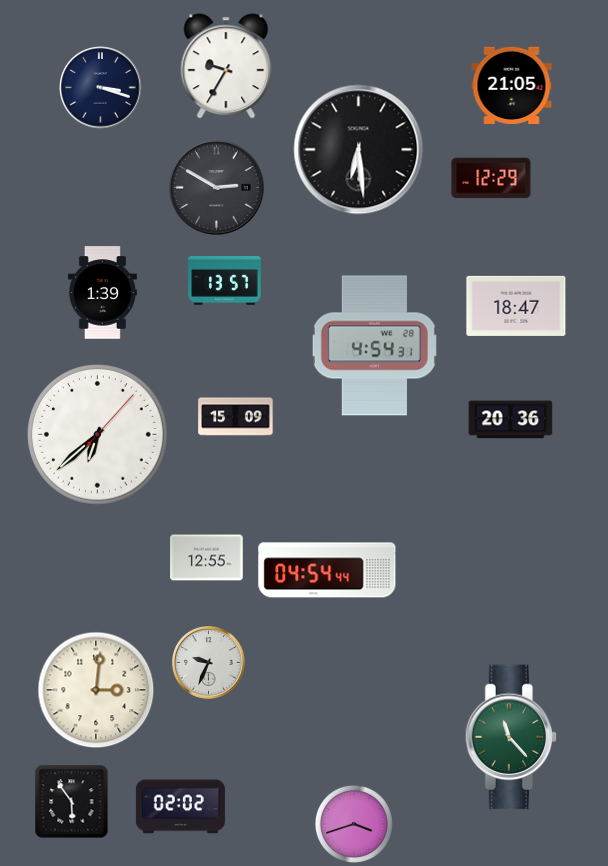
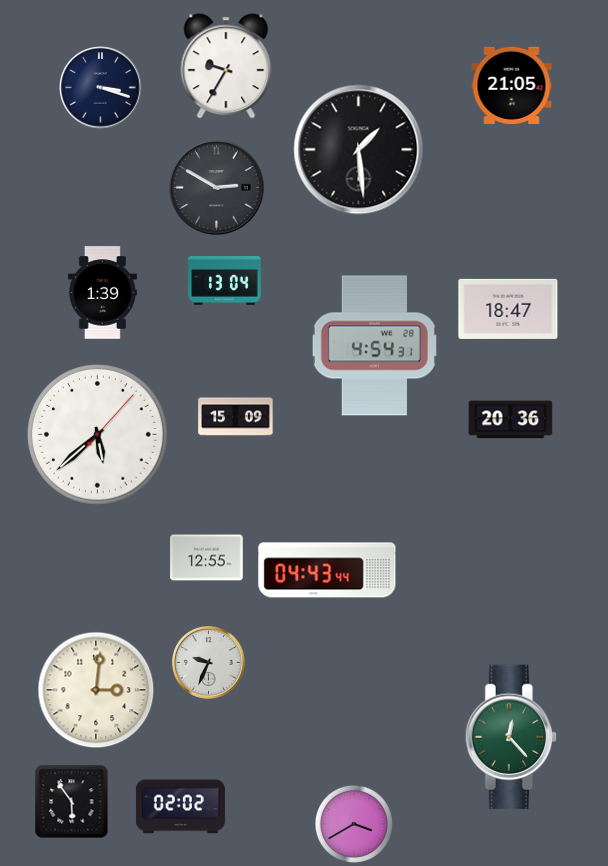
clock at (359, 150): 6:29 -> 1:29
clock at (491, 178): 12:29 -> none
clock at (225, 281): 13:57 -> 13:04
clock at (516, 306) position: (516, 306) -> (508, 309)
clock at (98, 435): 6:38 -> 5:38
clock at (327, 570): 04:54 -> 04:43
clock at (511, 737): 11:23 -> 12:23
clock at (354, 824): 3:42 -> 3:40
